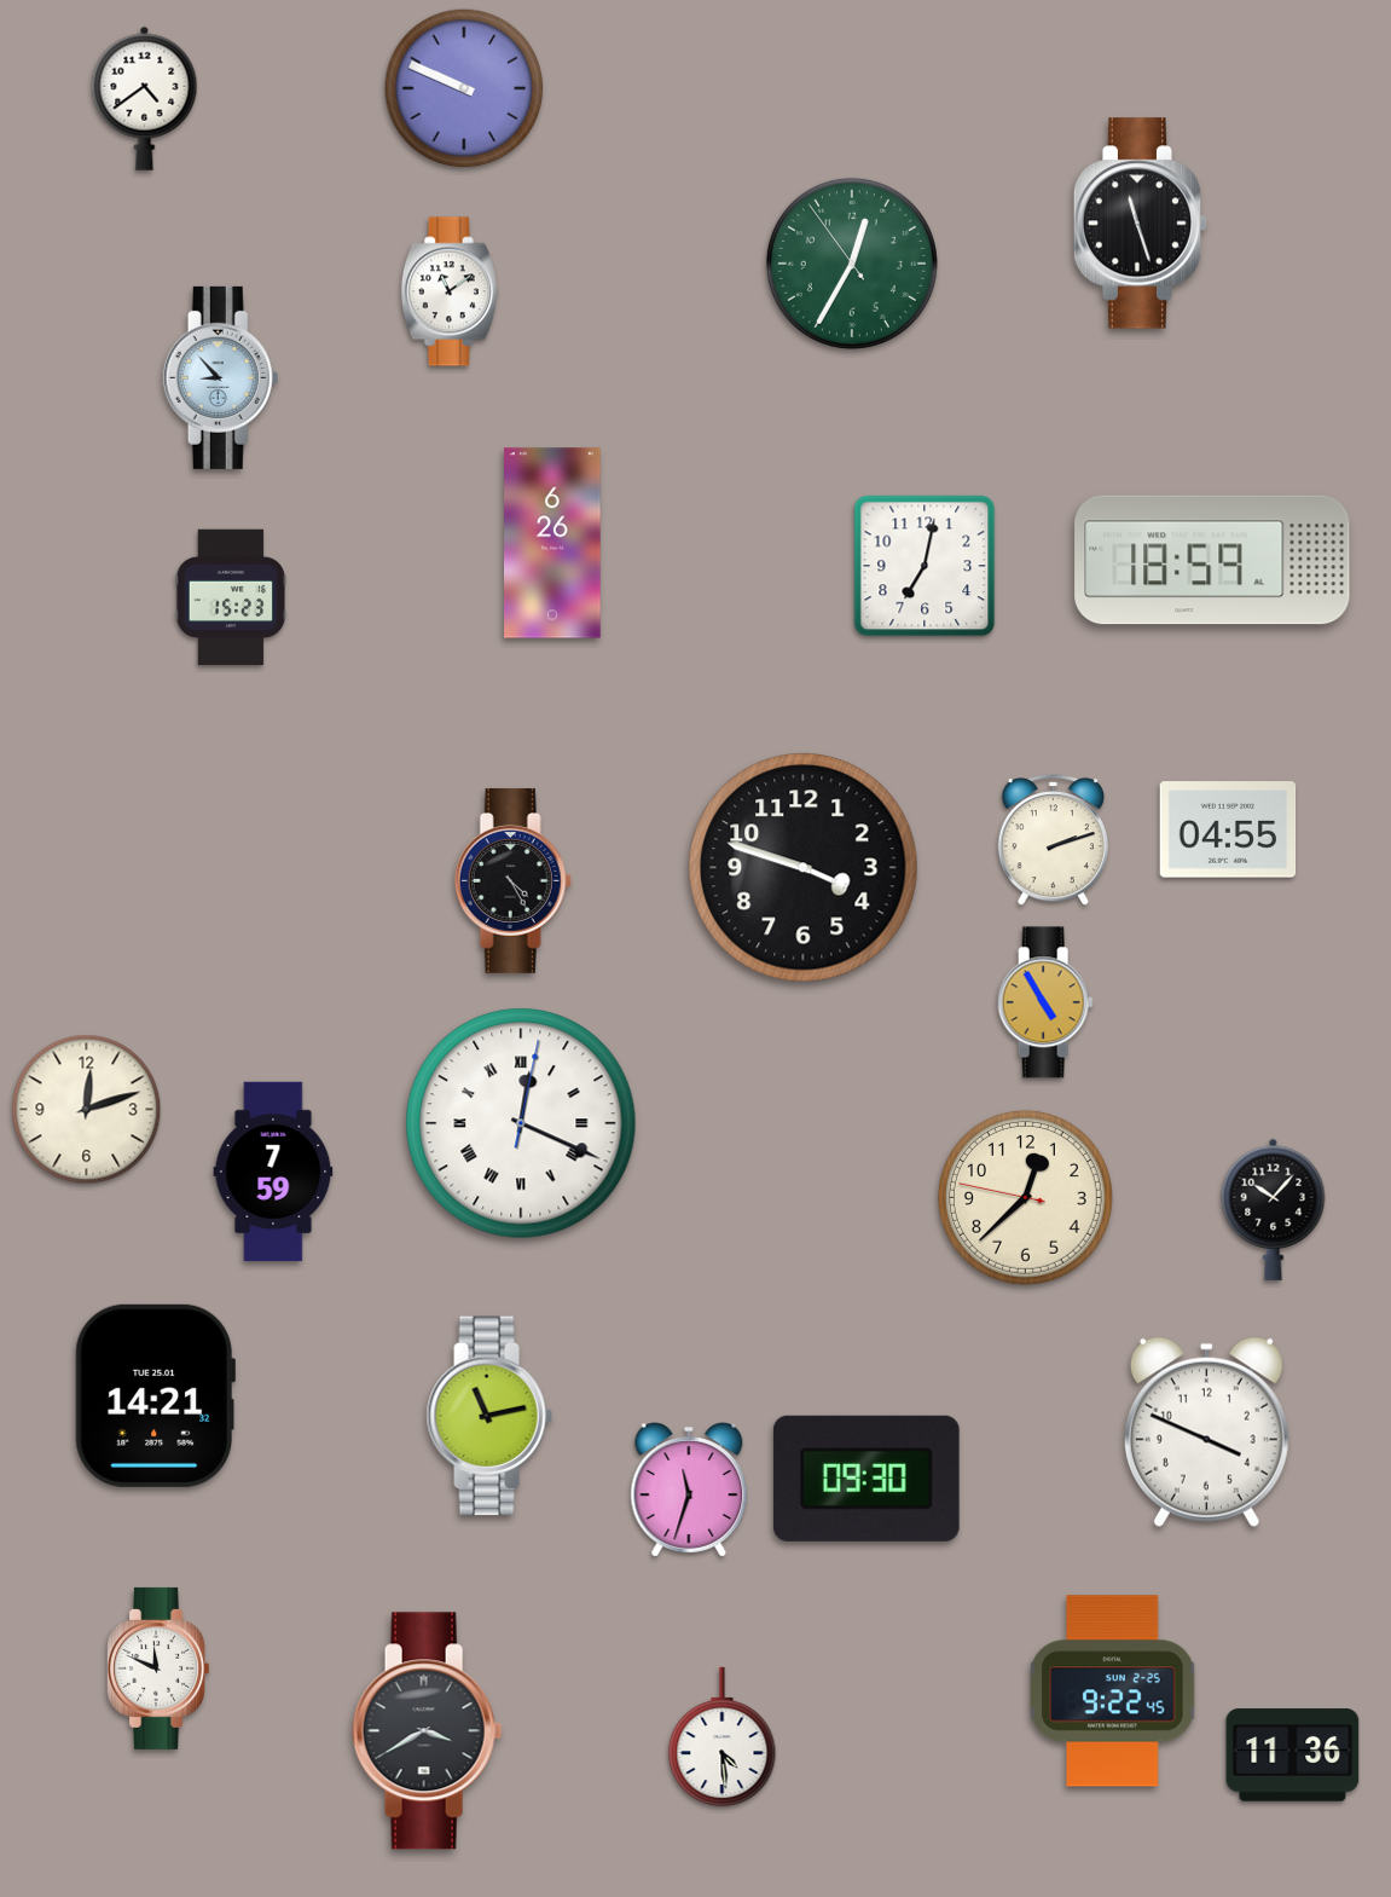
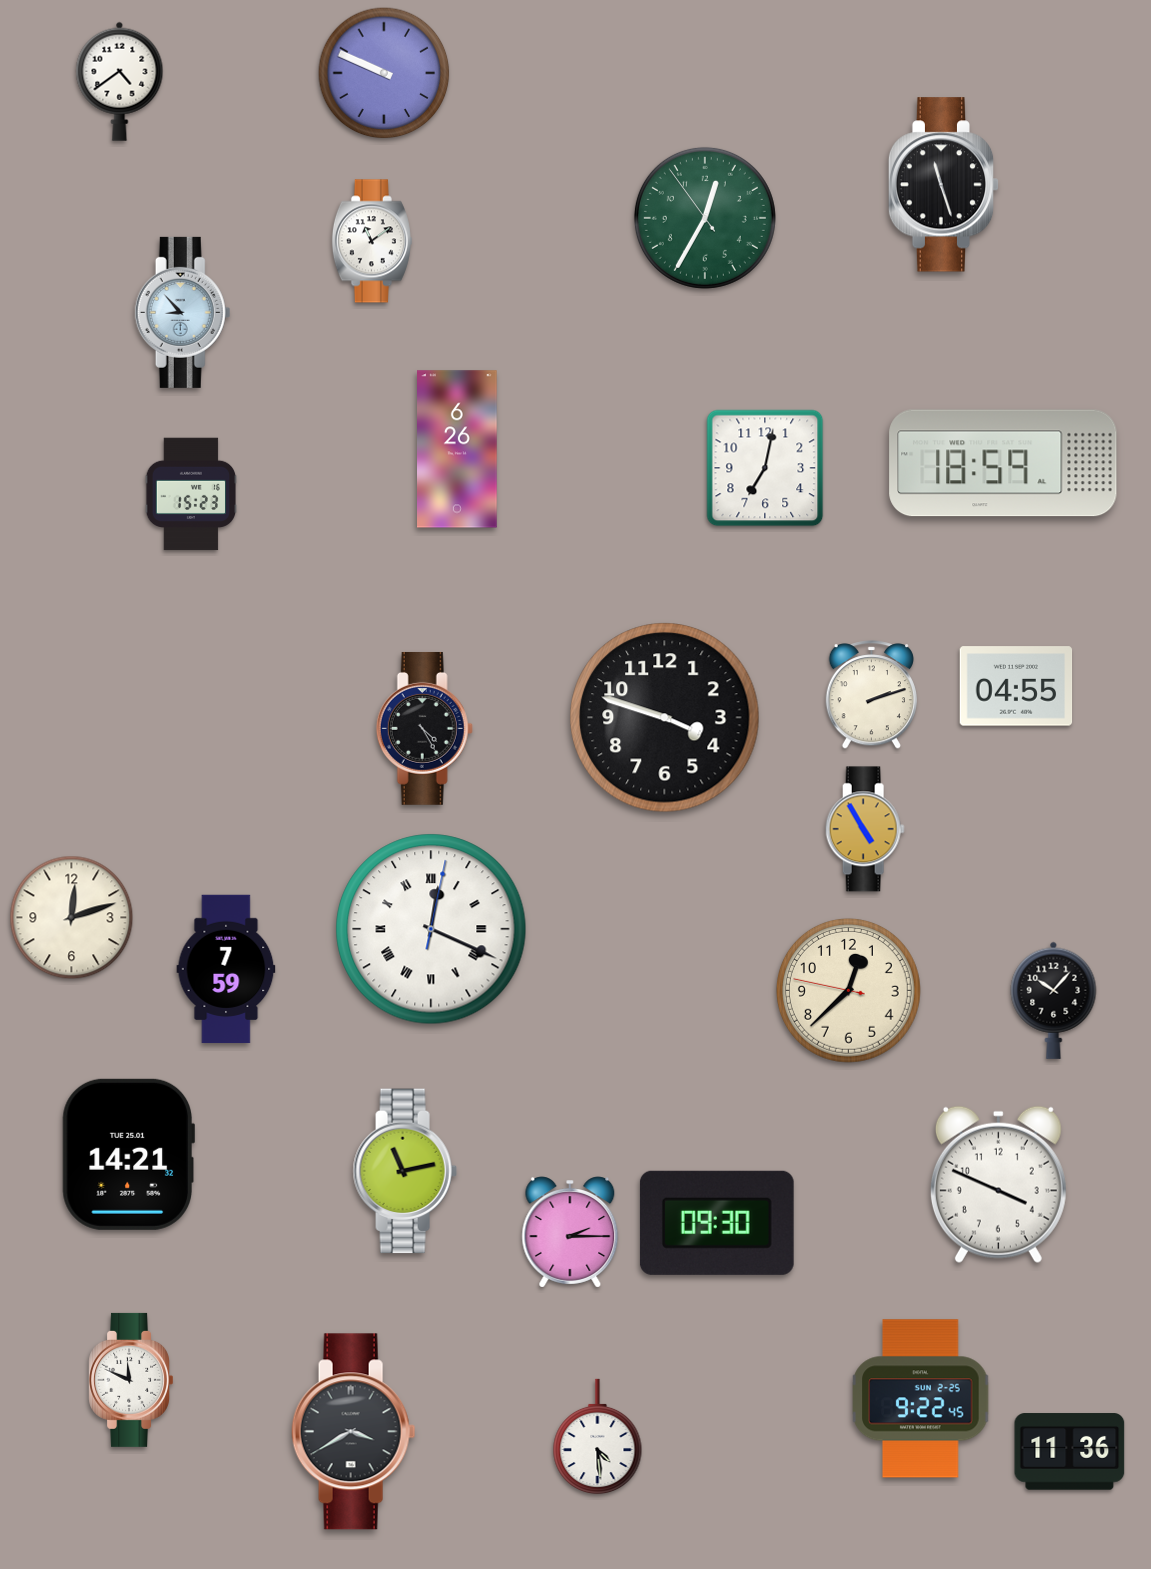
clock at (689, 1490): 11:33 -> 2:15
